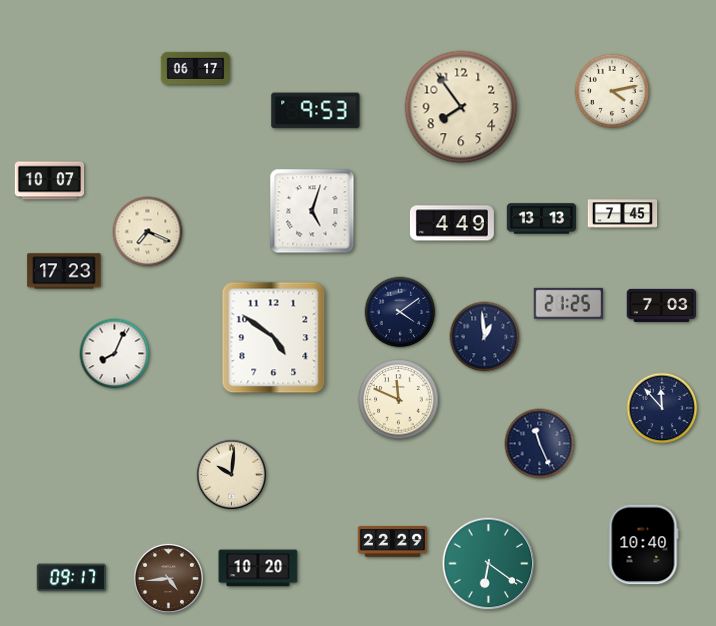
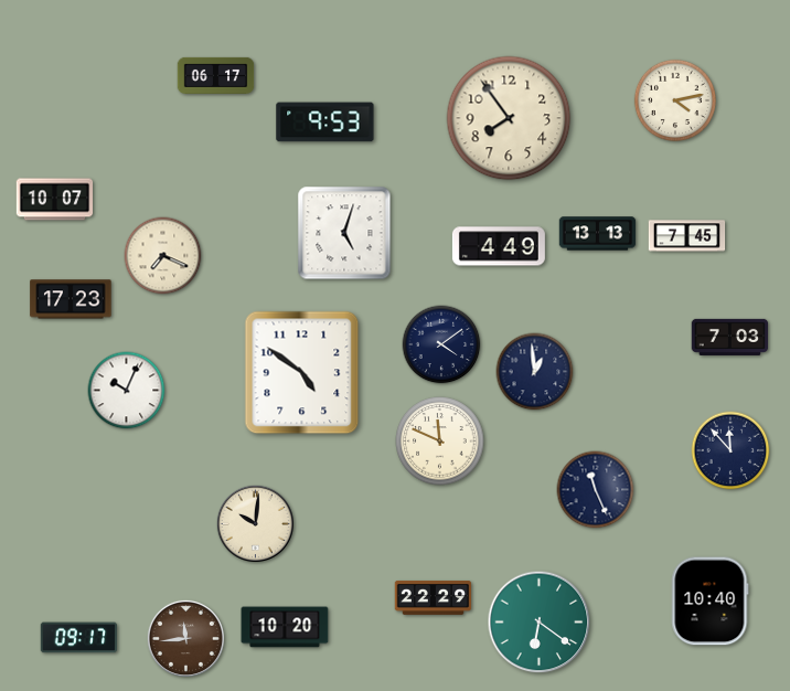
clock at (316, 111) position: (316, 111) -> (325, 123)
clock at (542, 219) position: (542, 219) -> (598, 234)
clock at (569, 303): 21:25 -> none
clock at (115, 354): 8:04 -> 10:04
clock at (168, 578): 4:44 -> 11:44
